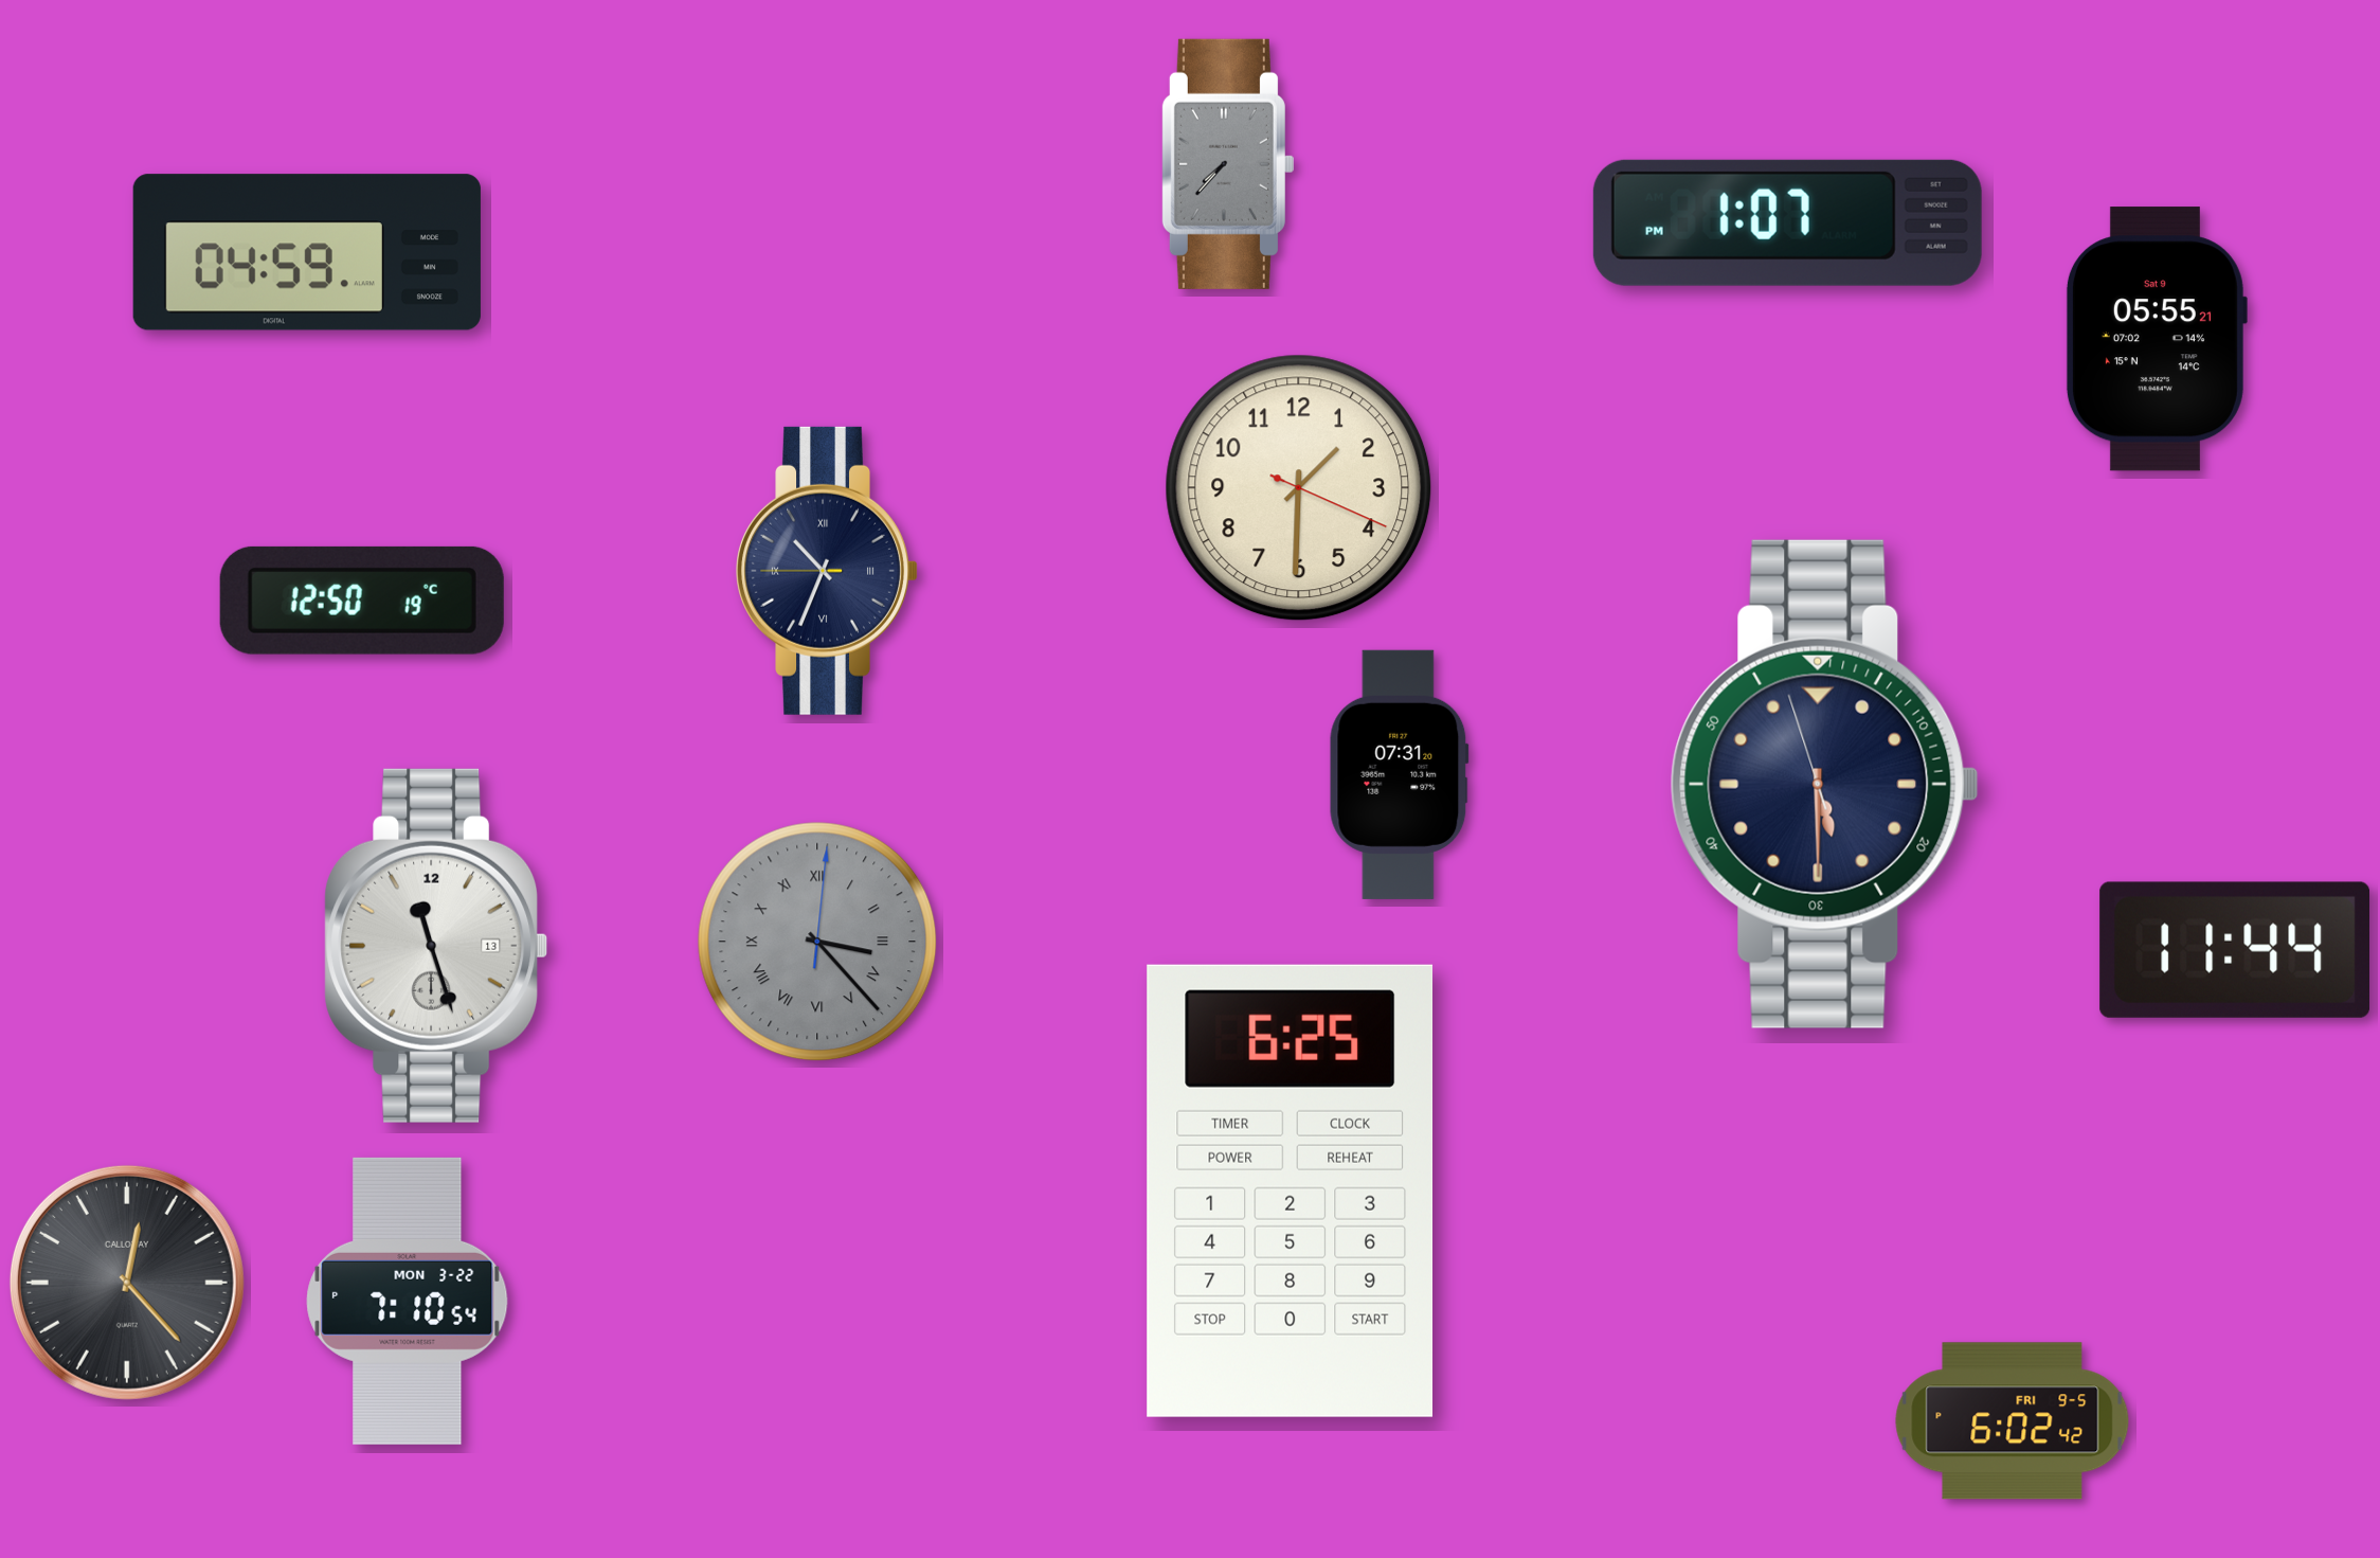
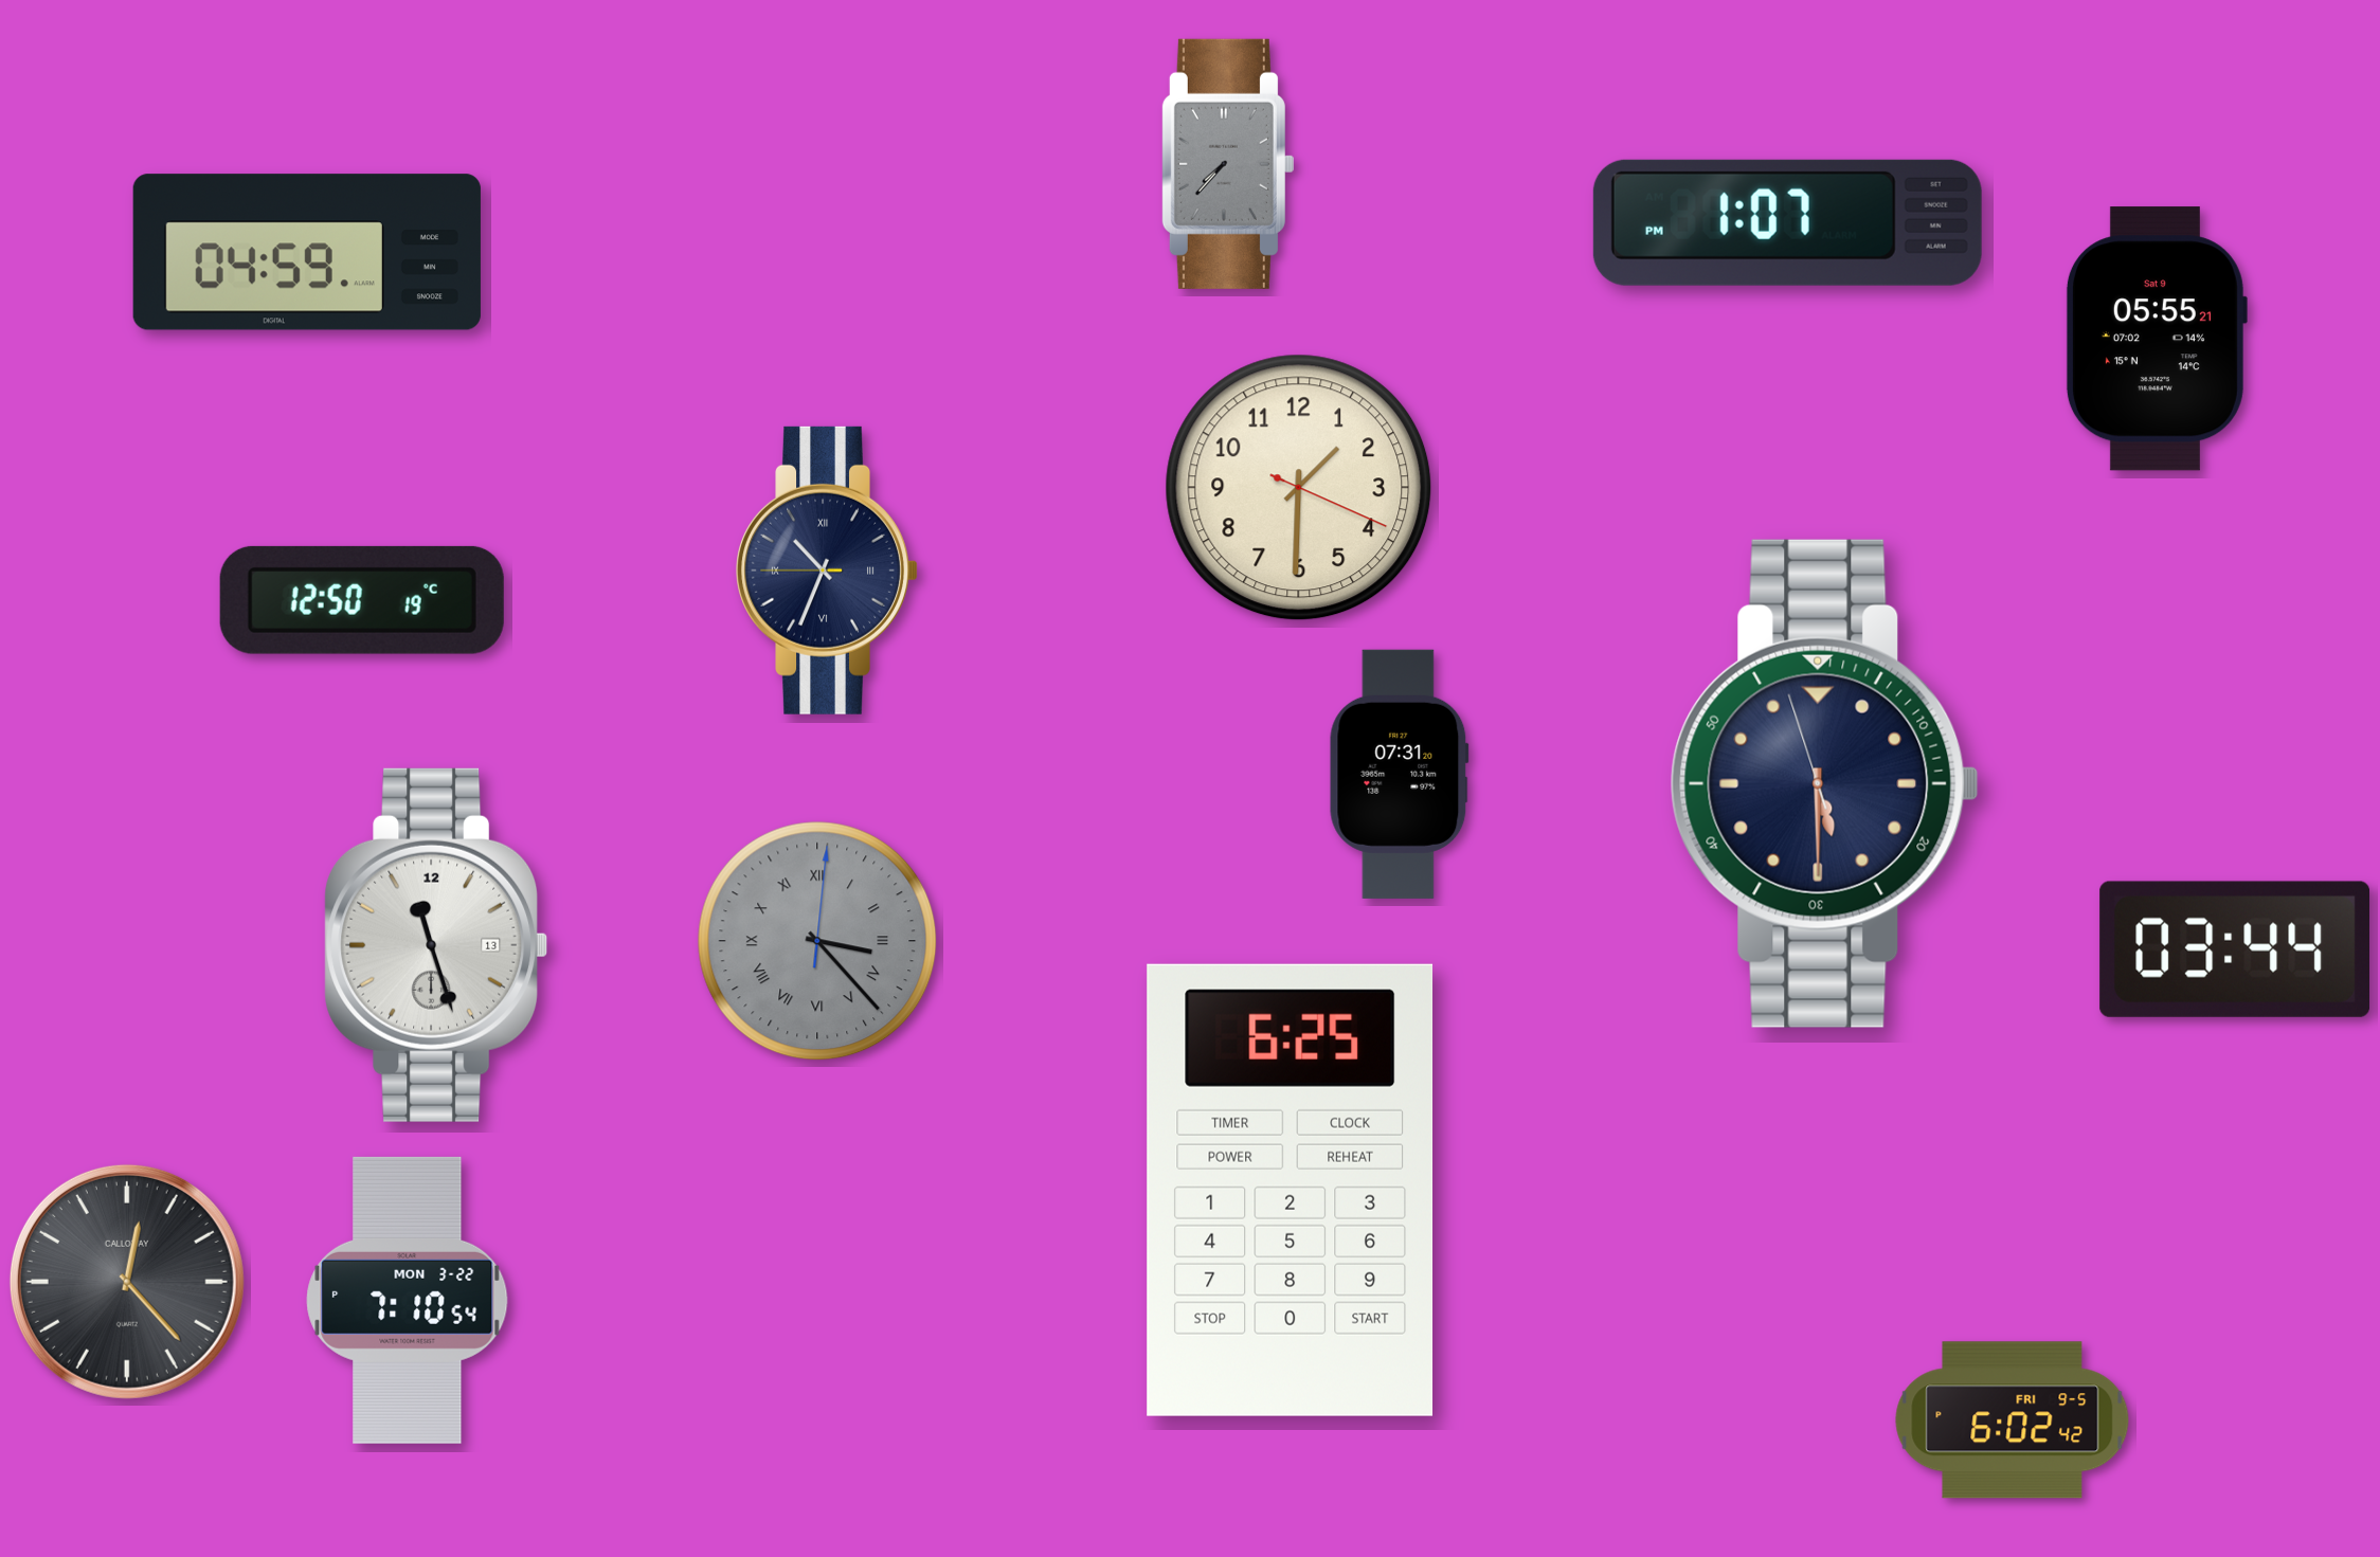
clock at (2235, 950): 11:44 -> 03:44
